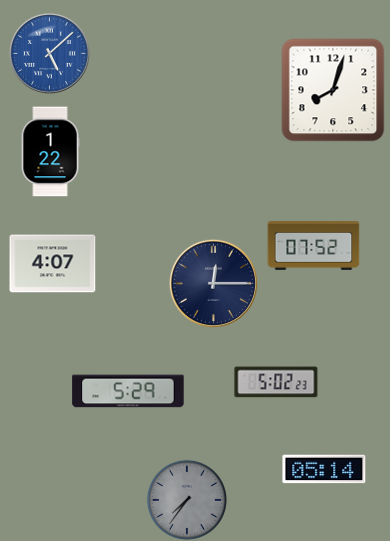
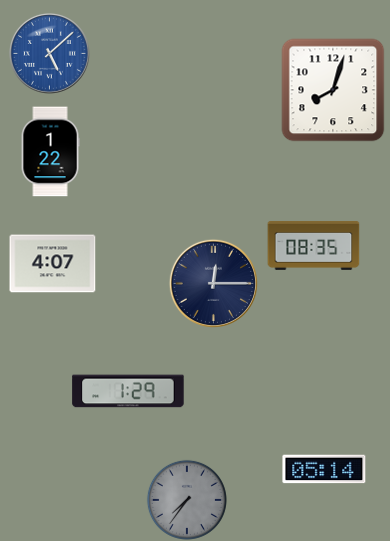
clock at (314, 246): 07:52 -> 08:35
clock at (276, 382): 5:02 -> none
clock at (128, 391): 5:29 -> 1:29
